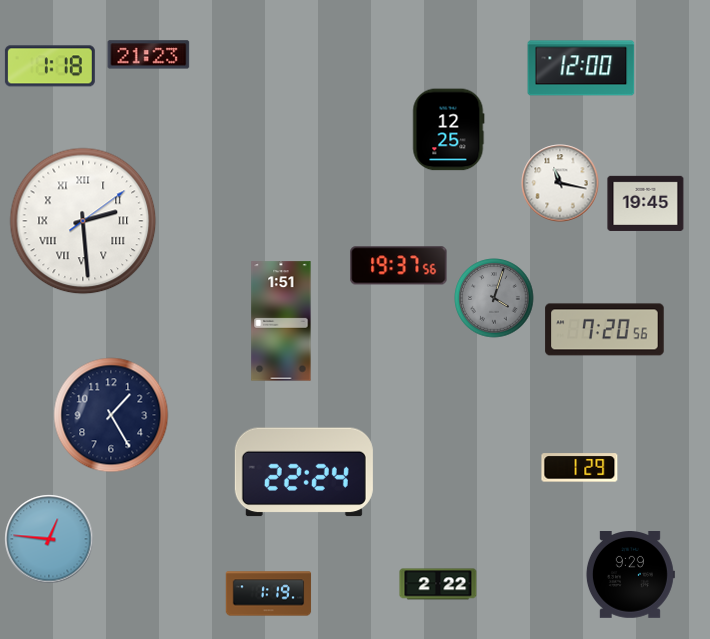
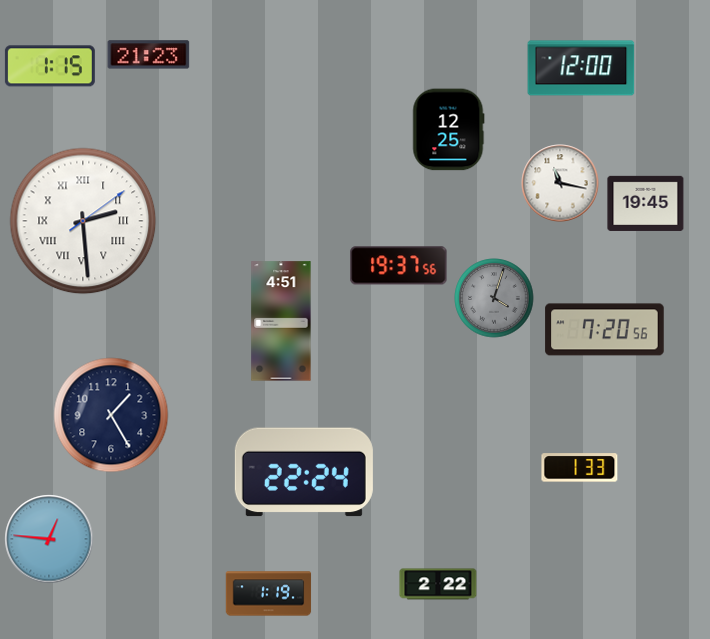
clock at (50, 66): 1:18 -> 1:15
clock at (281, 321): 1:51 -> 4:51
clock at (580, 468): 1:29 -> 1:33
clock at (630, 575): 9:29 -> none
